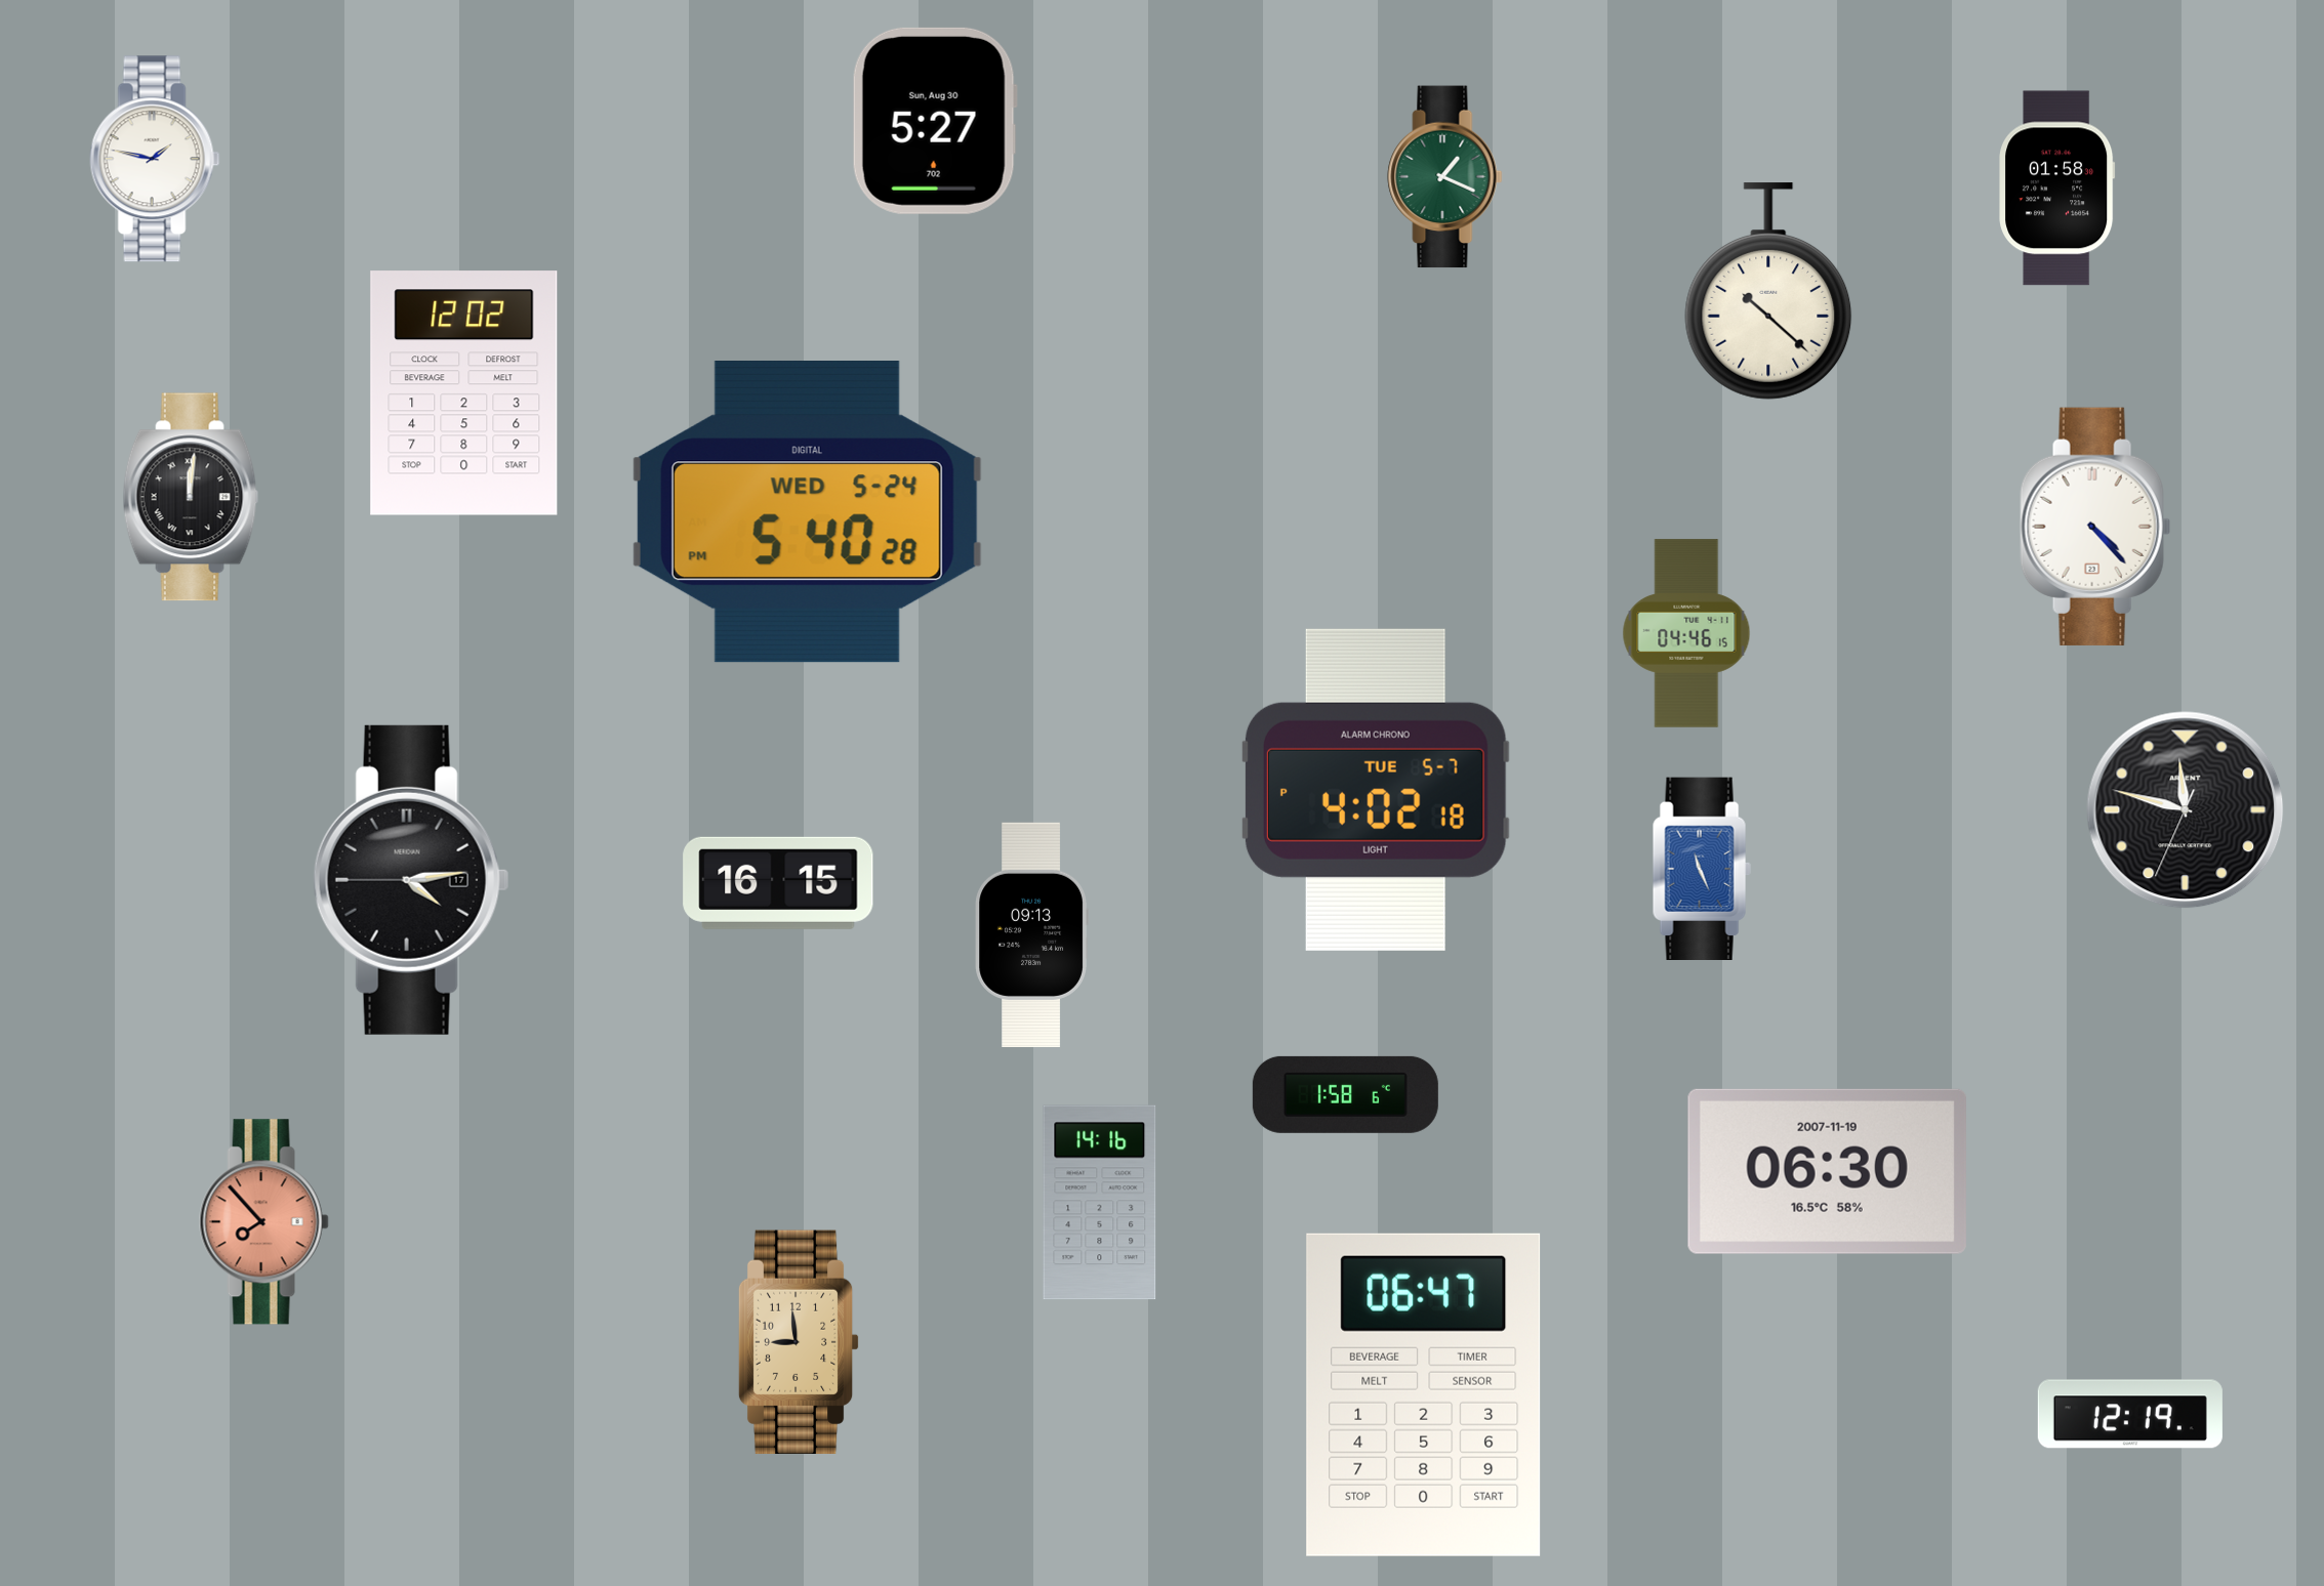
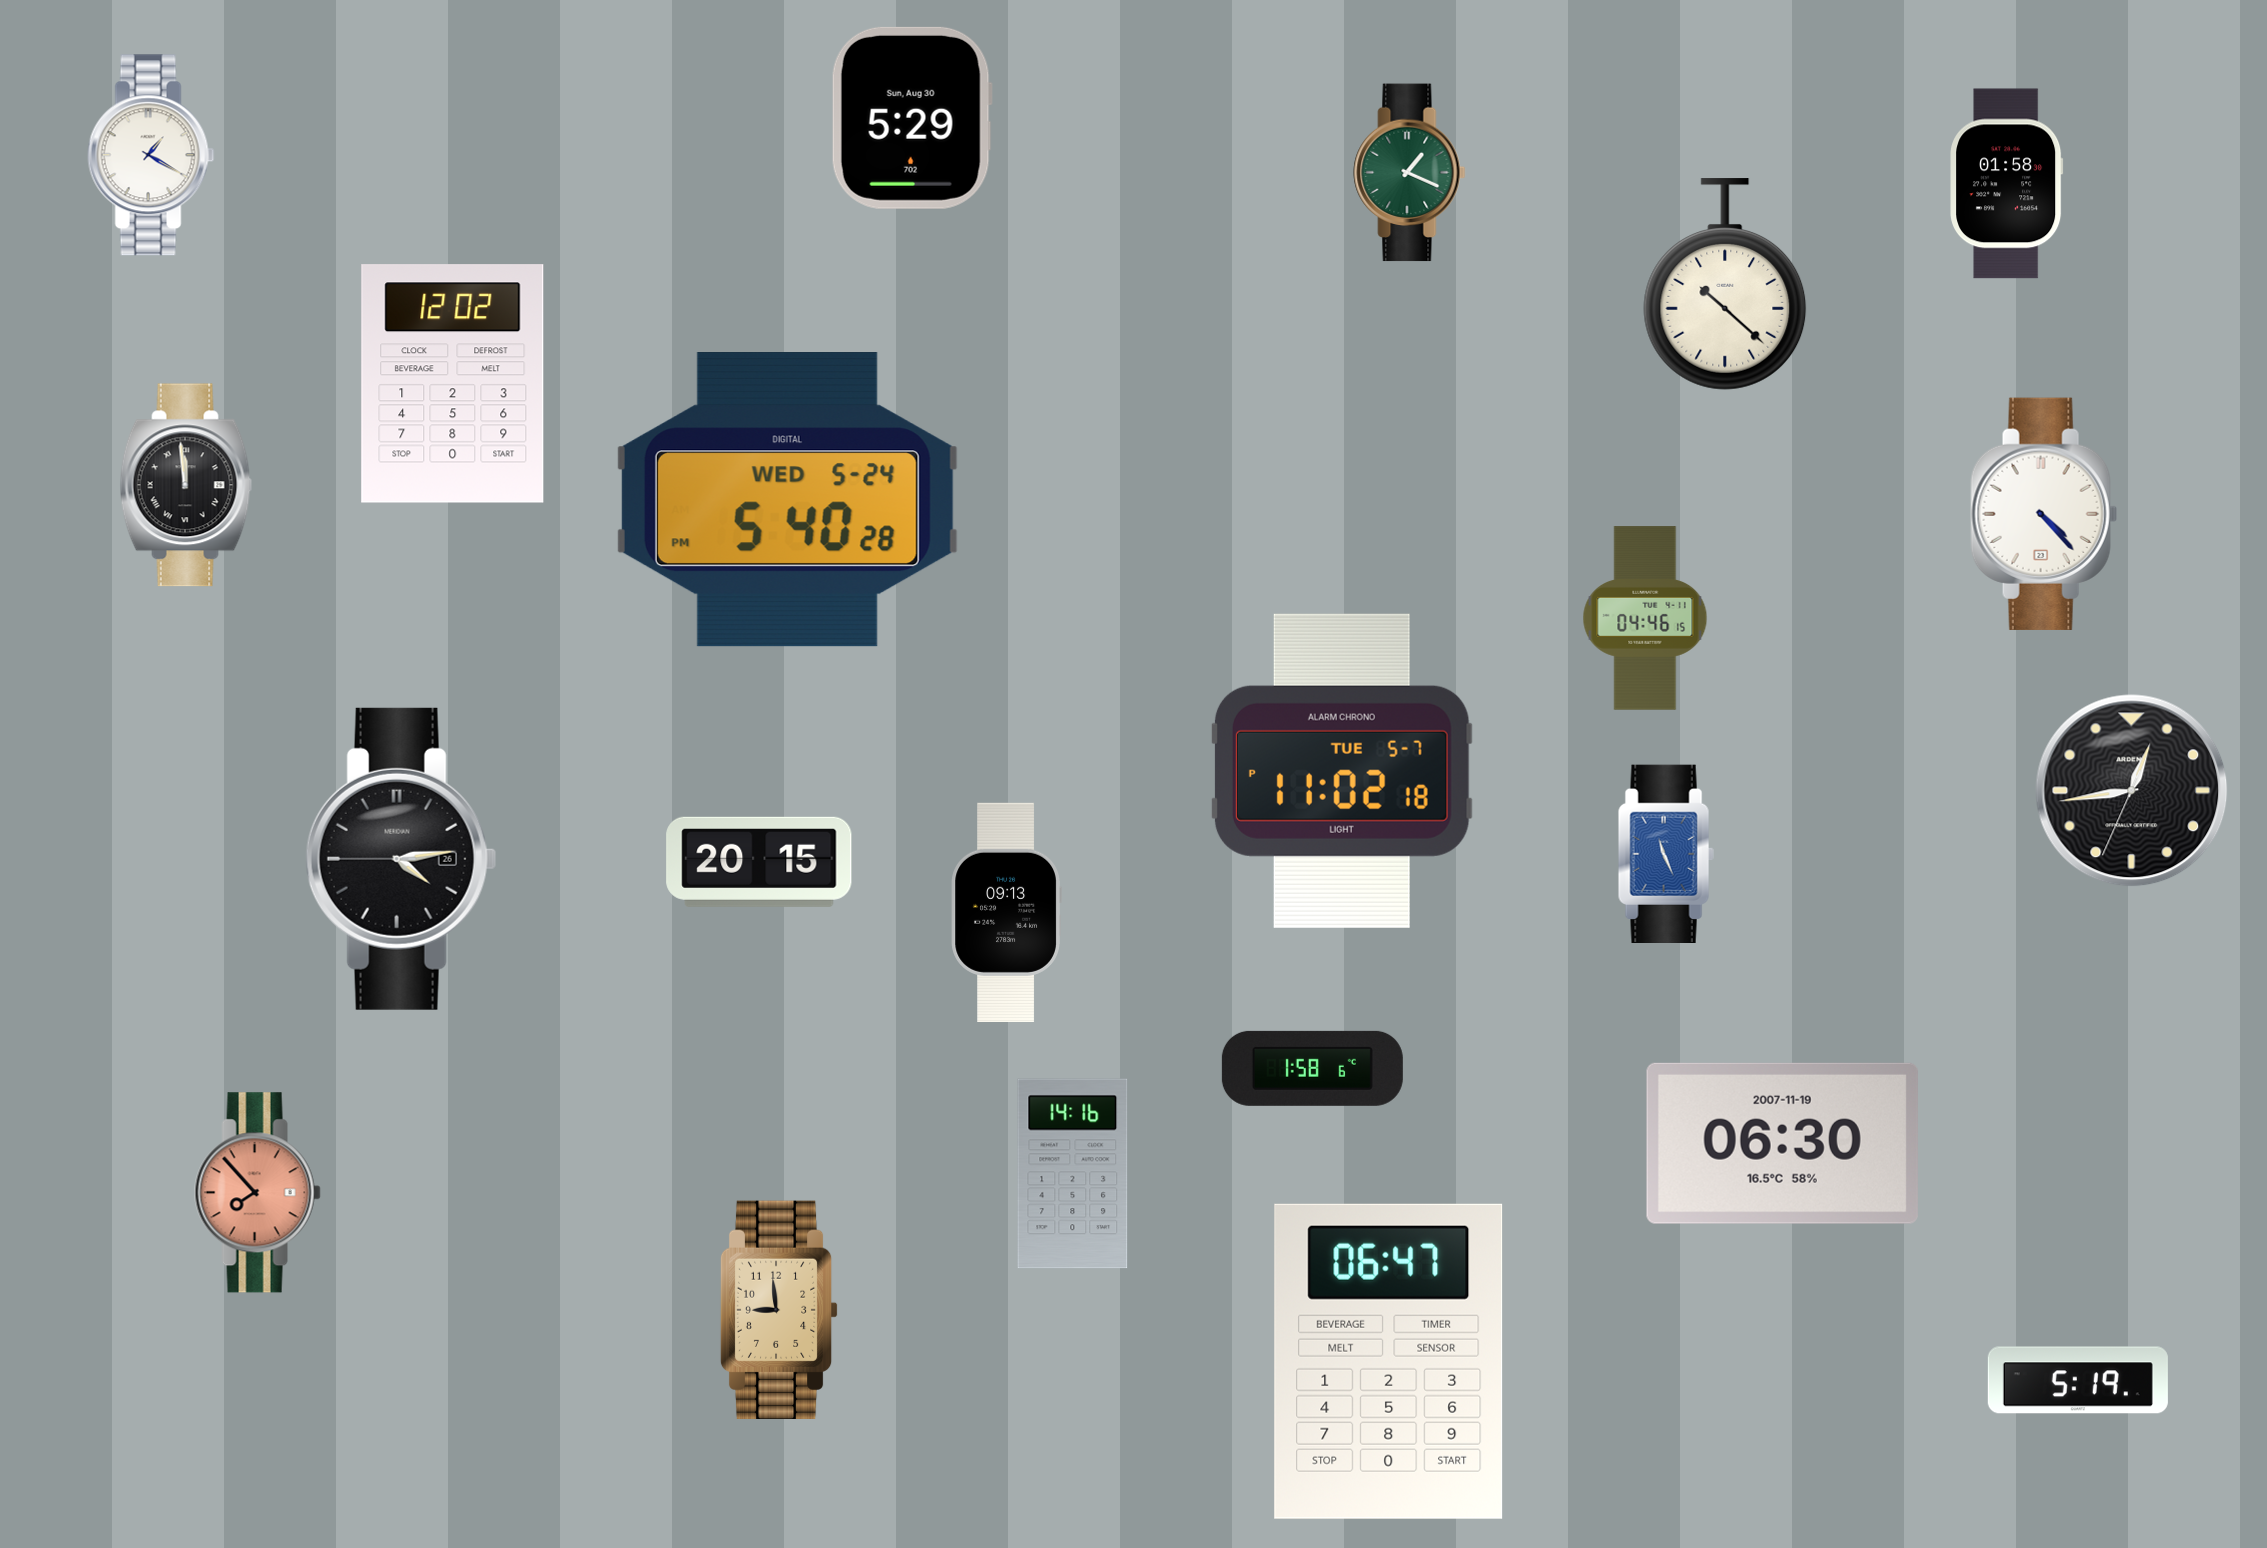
clock at (935, 121): 5:27 -> 5:29
clock at (155, 159): 1:47 -> 1:20
clock at (191, 497): 12:01 -> 11:59
clock at (1376, 790): 4:02 -> 11:02
clock at (2186, 810): 11:47 -> 12:43
clock at (1702, 868) position: (1702, 868) -> (1666, 853)
clock at (411, 880) date: 17 -> 26
clock at (778, 883): 16:15 -> 20:15
clock at (2130, 1414): 12:19 -> 5:19
